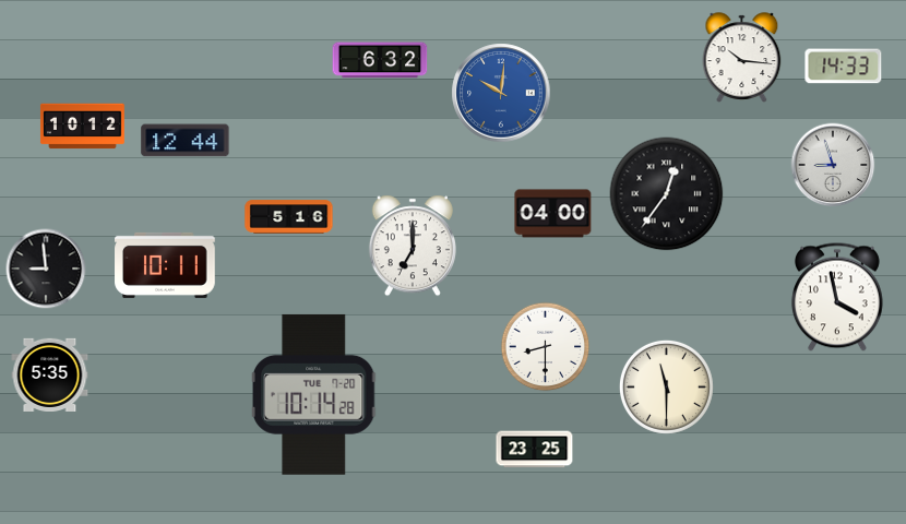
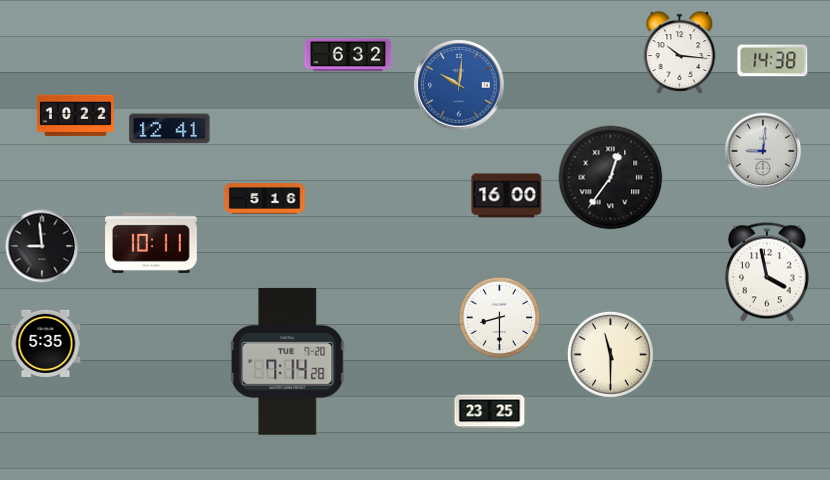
clock at (844, 67): 14:33 -> 14:38
clock at (82, 127): 10:12 -> 10:22
clock at (186, 141): 12:44 -> 12:41
clock at (833, 165): 8:57 -> 9:01
clock at (553, 214): 04:00 -> 16:00
clock at (413, 246): 7:00 -> none
clock at (313, 394): 10:14 -> 7:14
